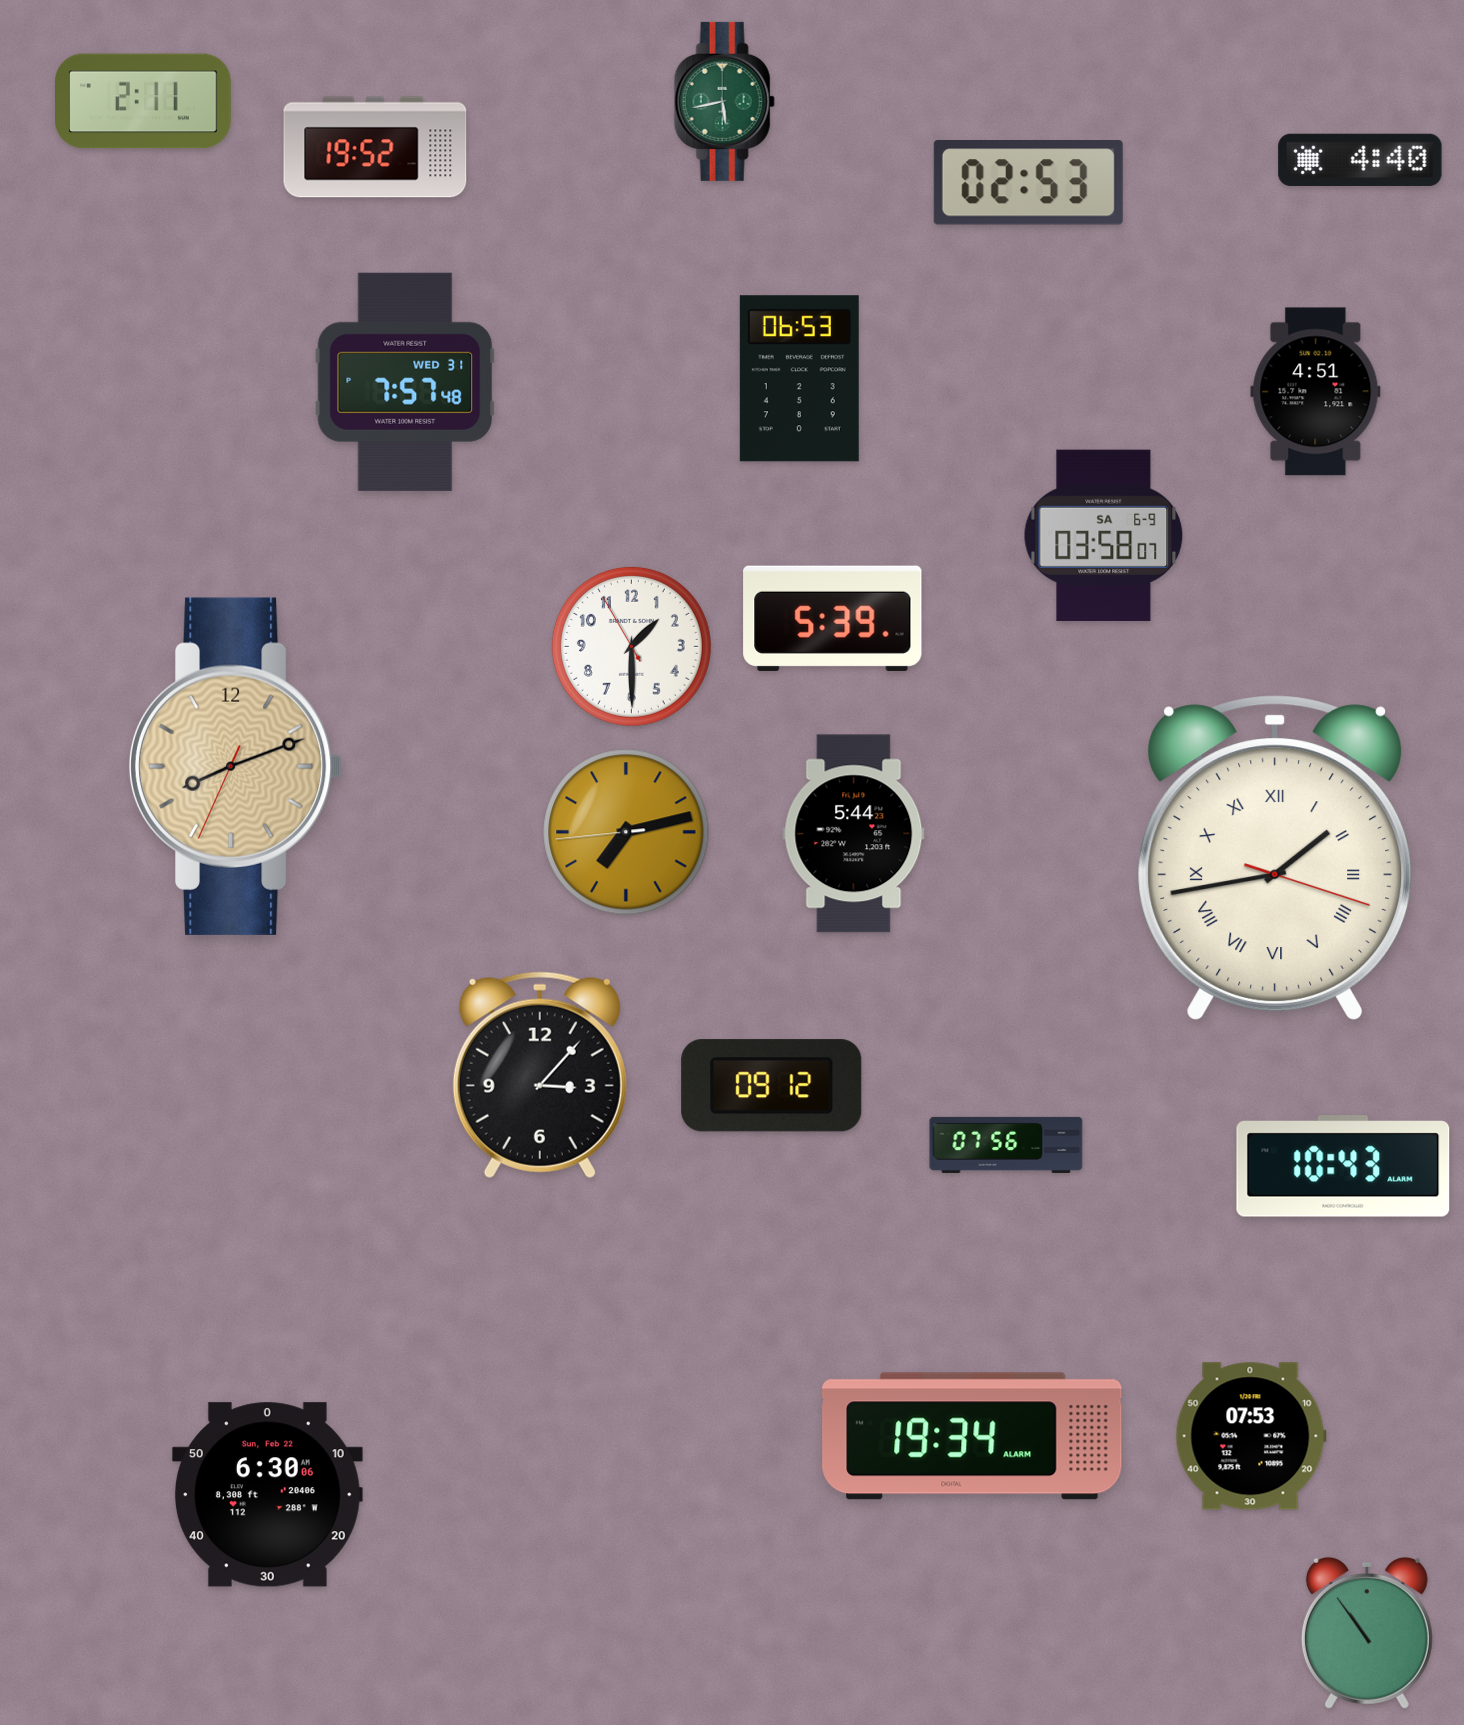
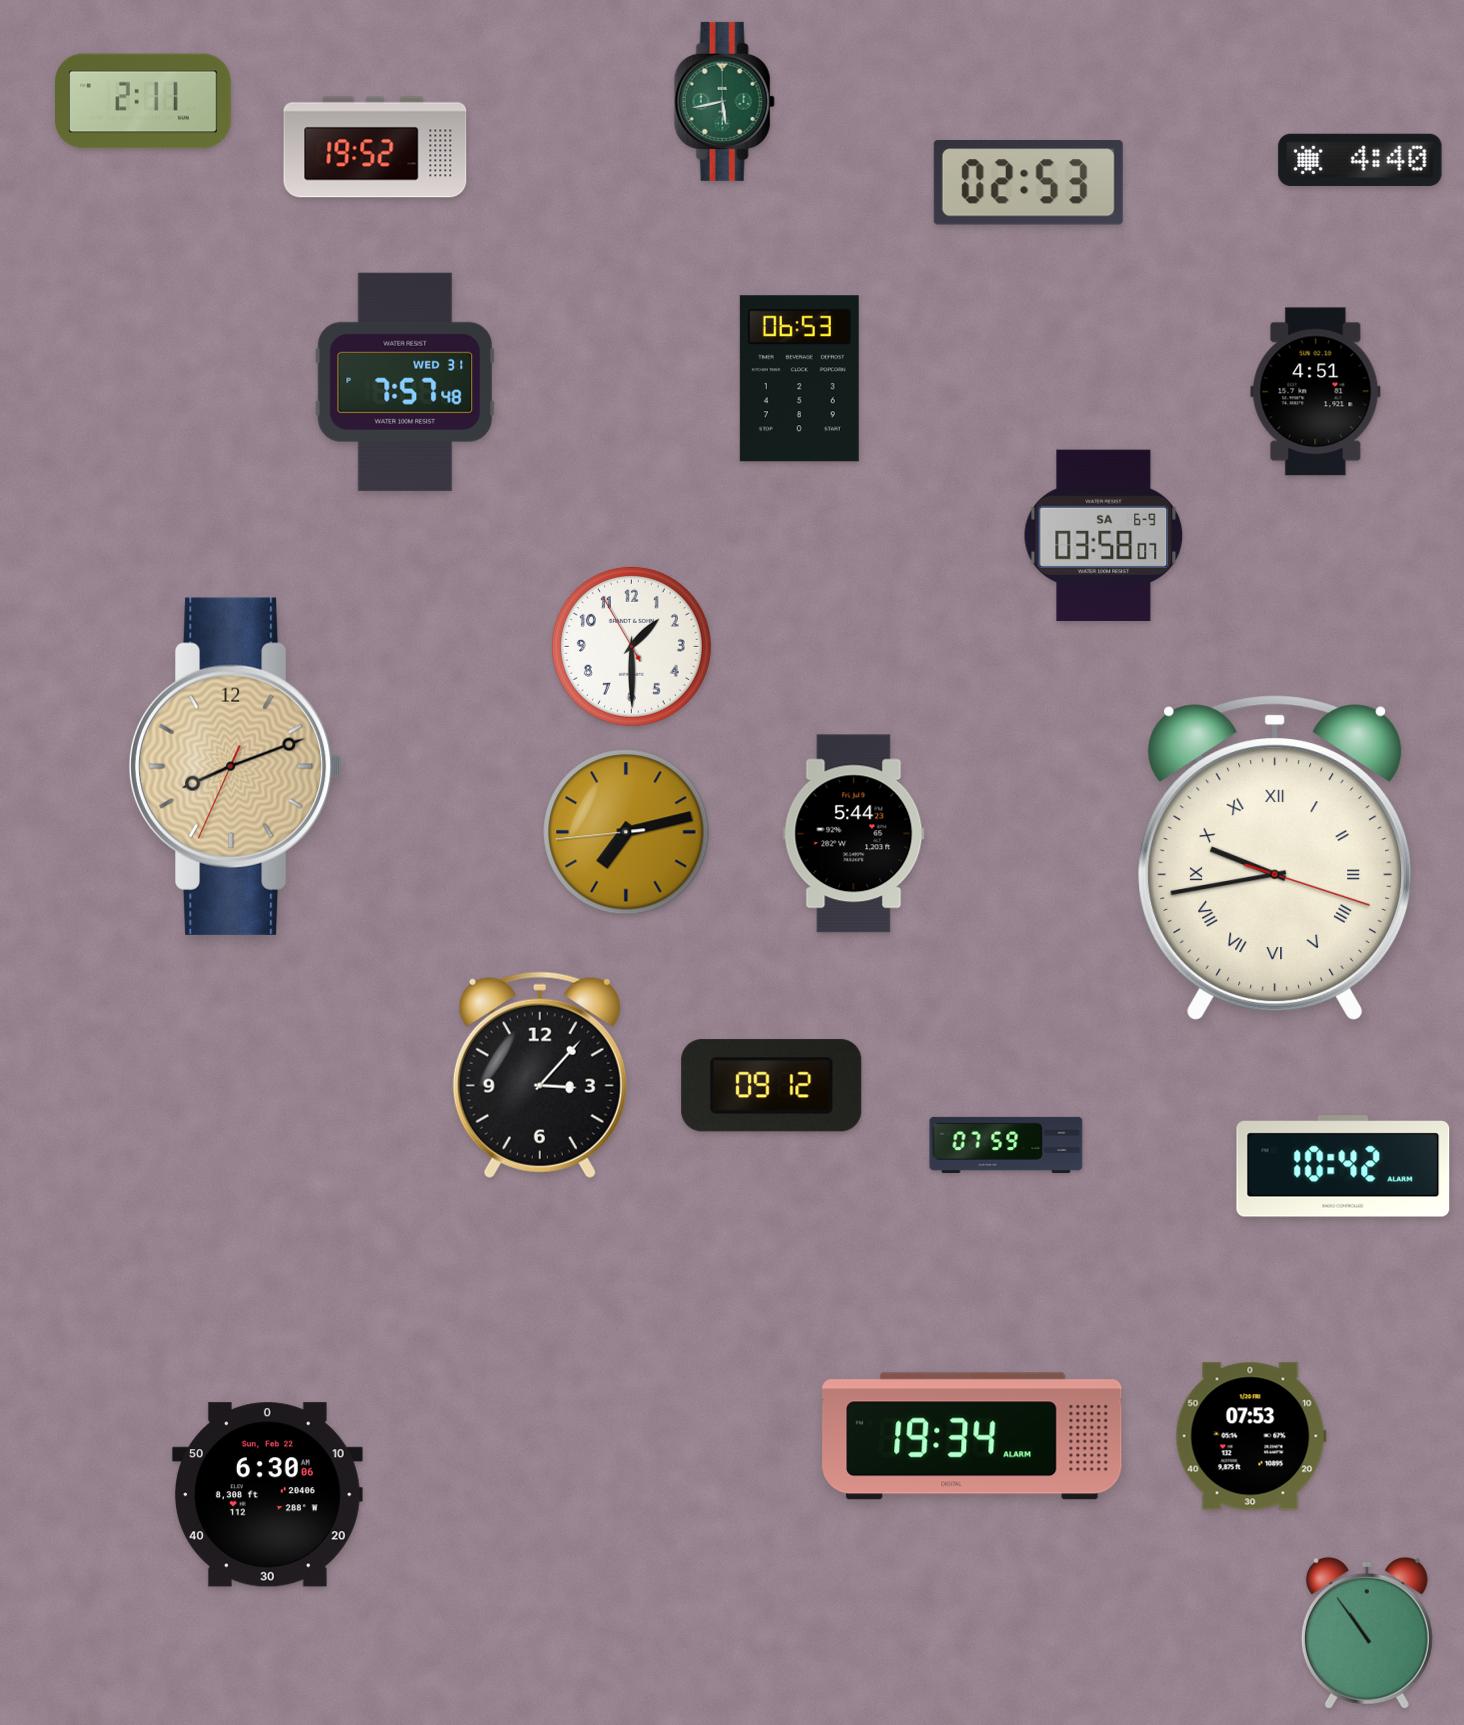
clock at (833, 618): 5:39 -> none
clock at (1274, 858): 1:43 -> 9:43
clock at (1006, 1145): 07:56 -> 07:59
clock at (1343, 1166): 10:43 -> 10:42
